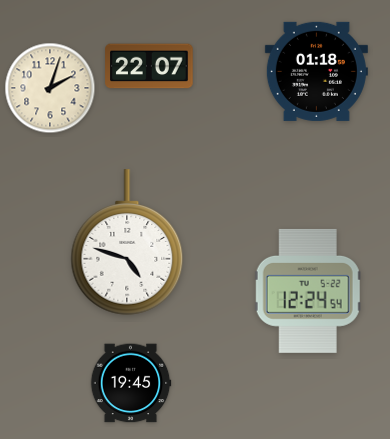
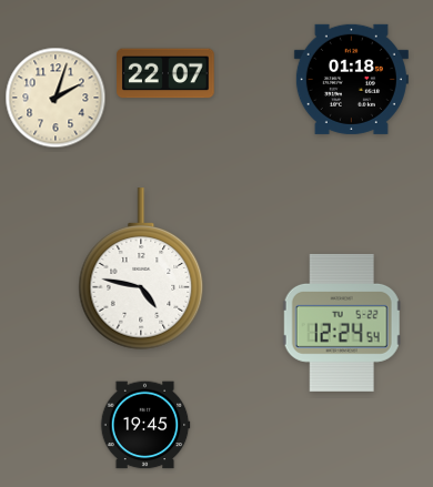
clock at (127, 242): 4:48 -> 4:47
